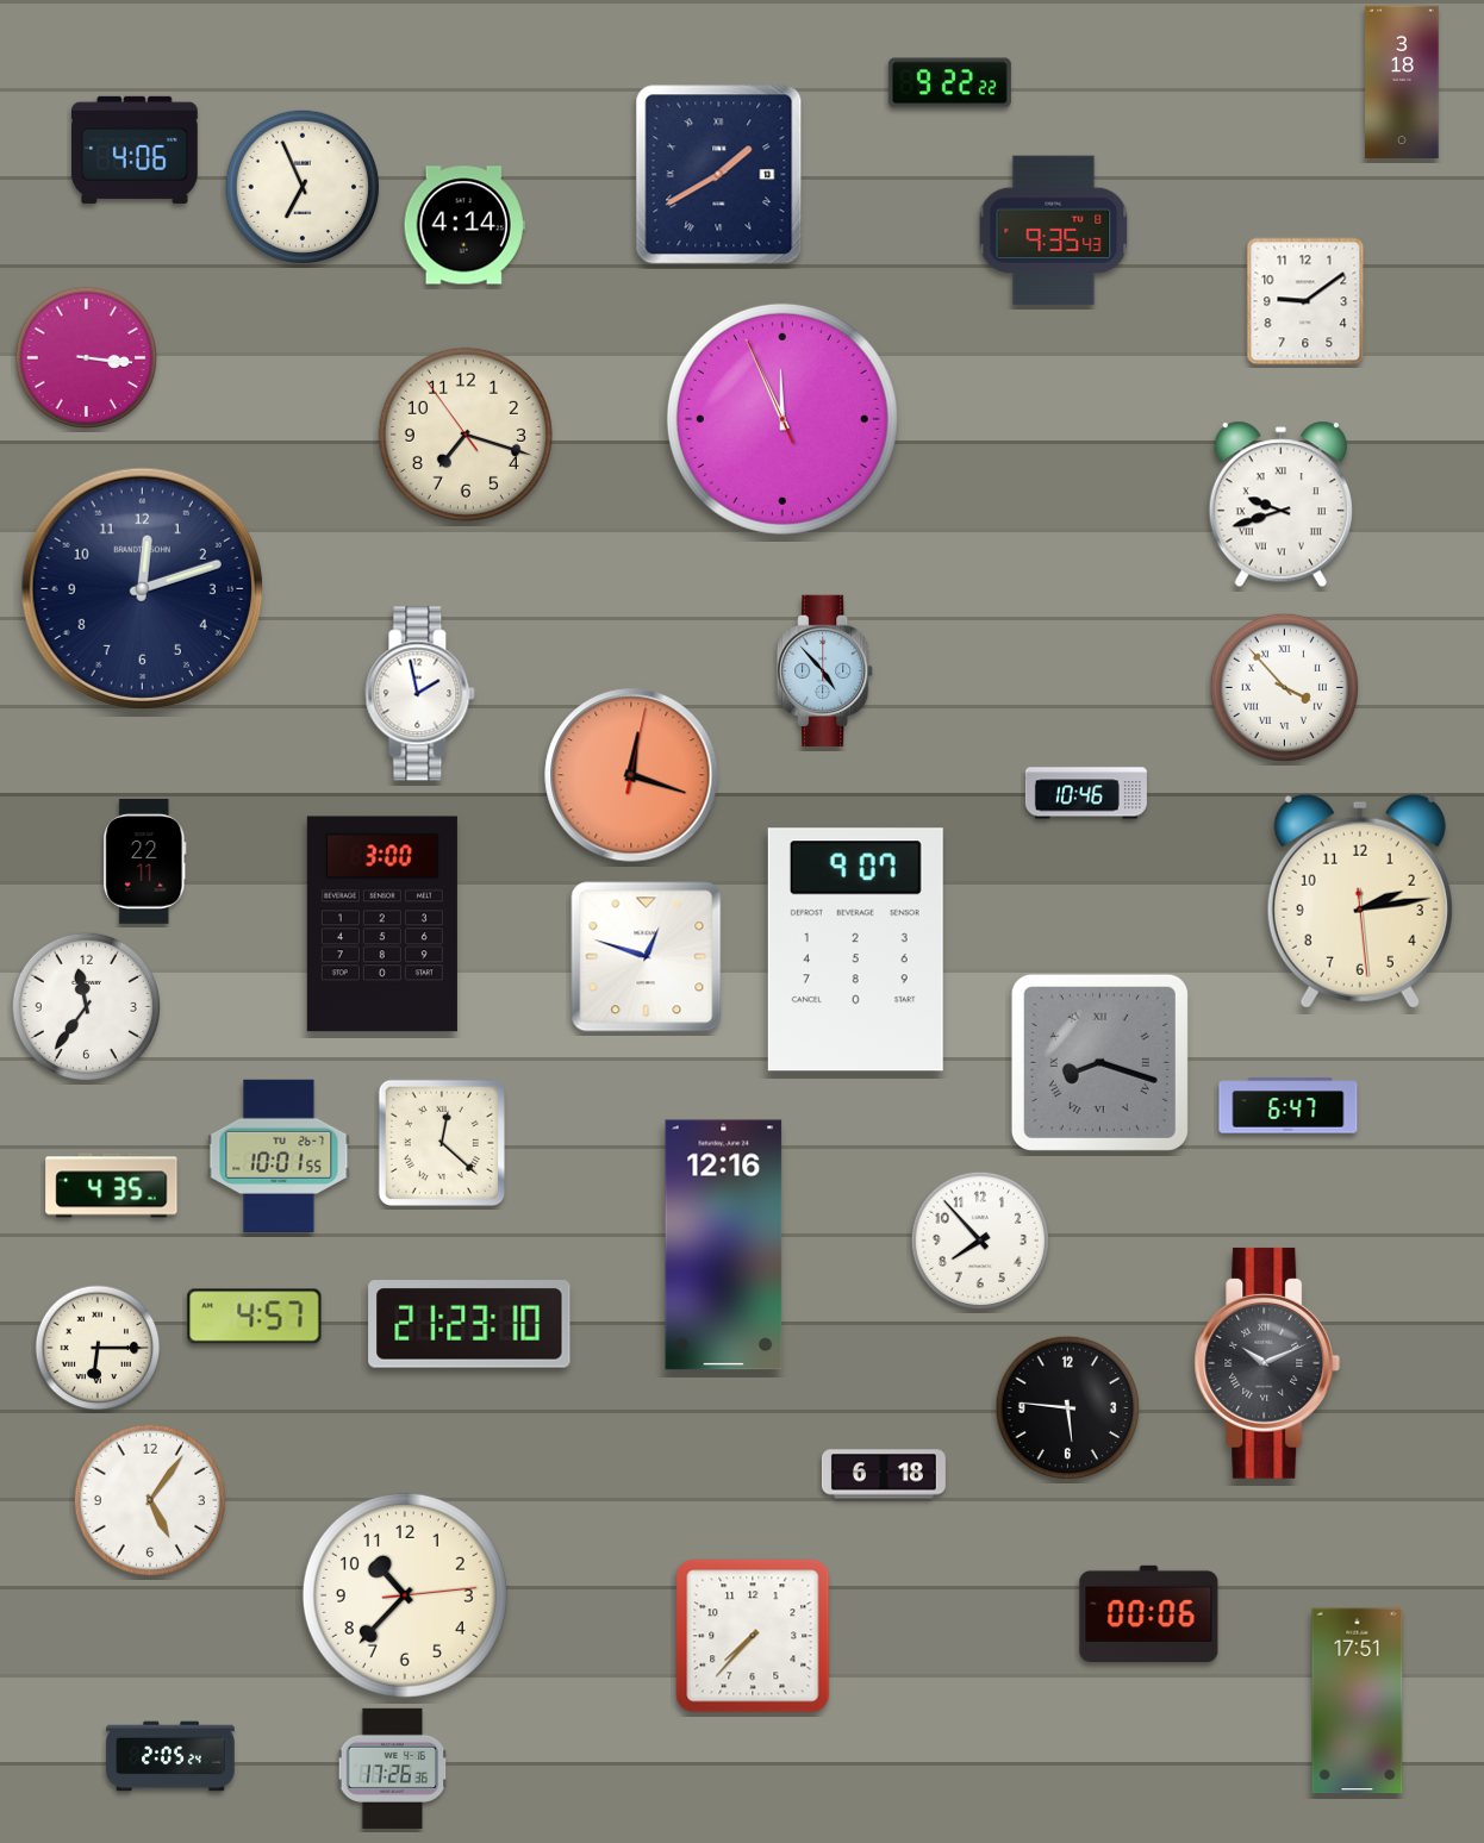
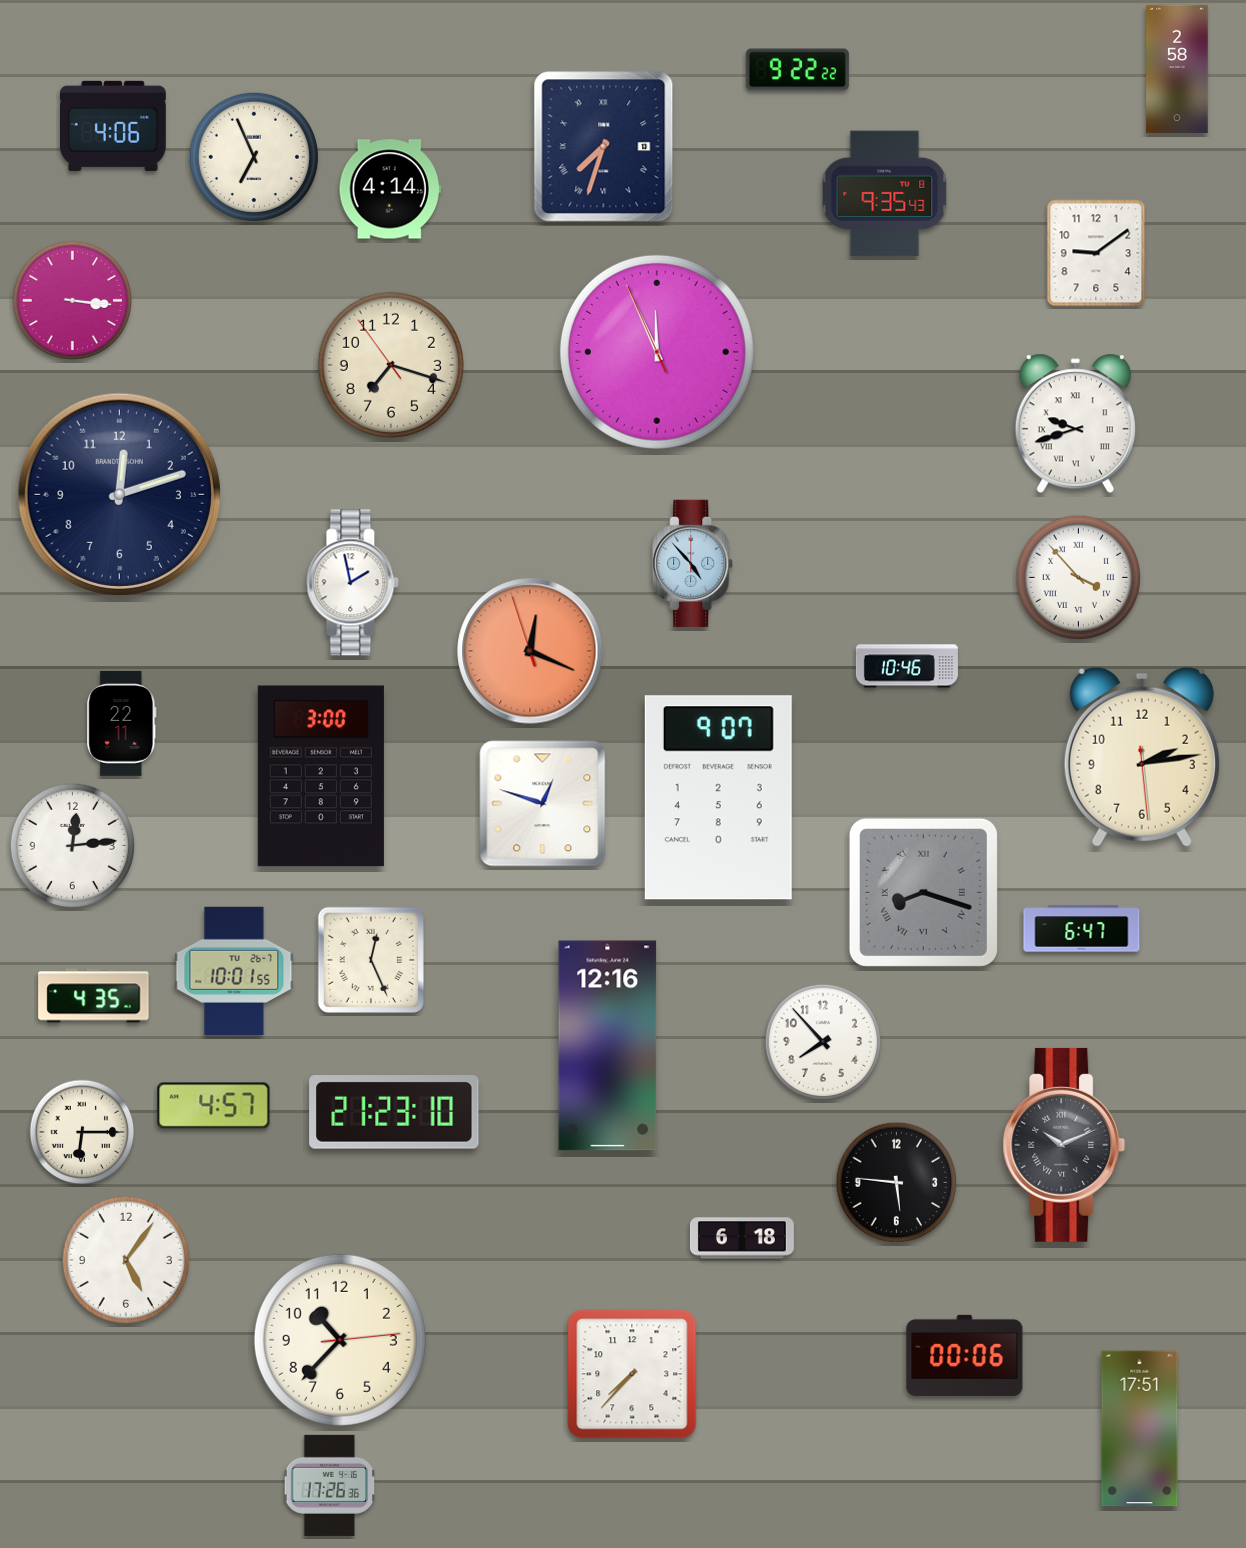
clock at (1402, 82): 3:18 -> 2:58
clock at (719, 175): 1:40 -> 7:33
clock at (631, 775): 12:18:02 -> 12:18:57
clock at (1086, 793) position: (1086, 793) -> (907, 666)
clock at (86, 1006): 11:36 -> 12:14
clock at (442, 1143): 12:22 -> 12:26
clock at (170, 1756): 2:05 -> none
